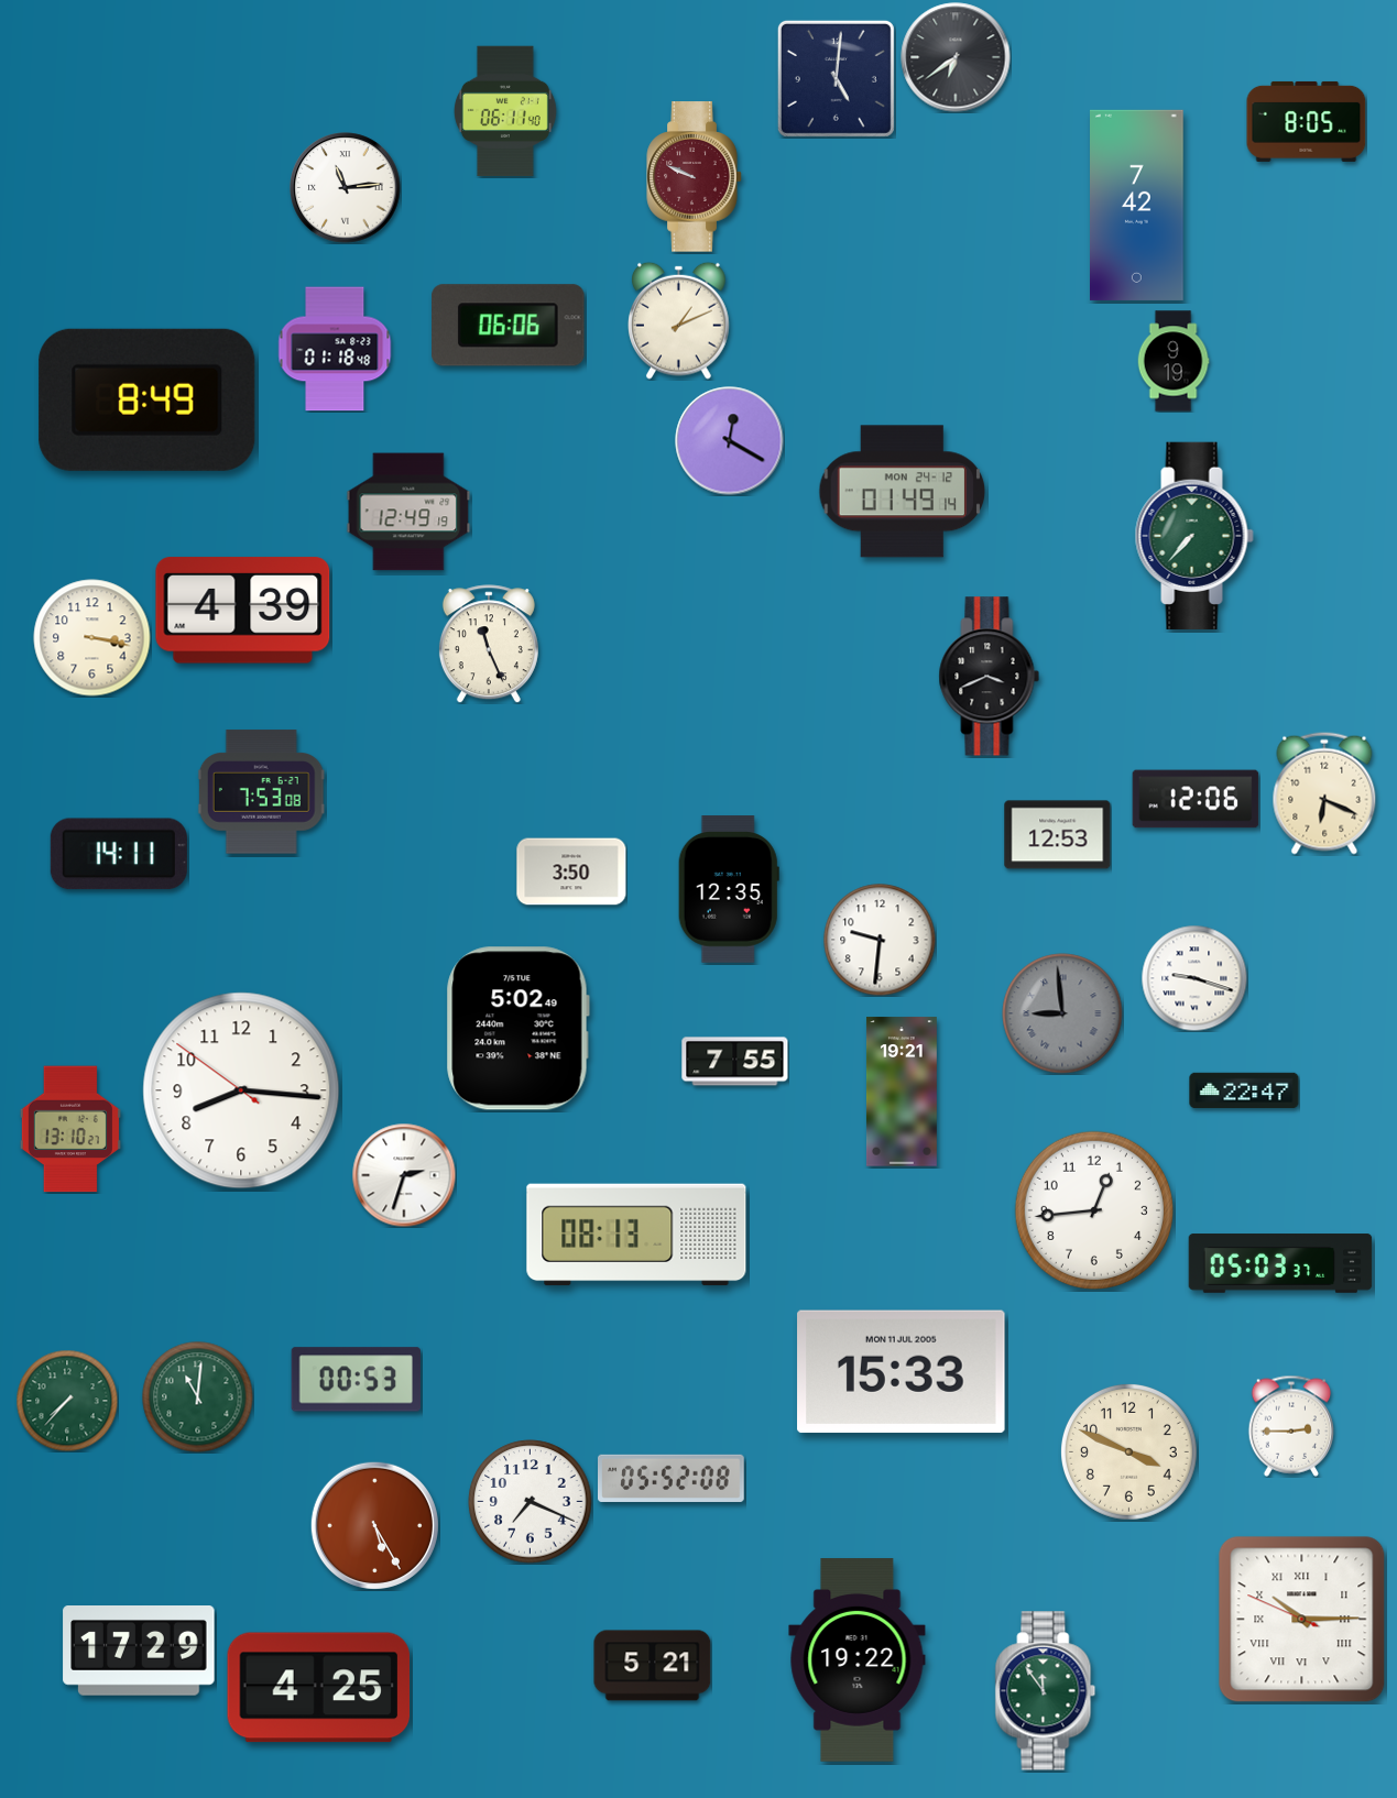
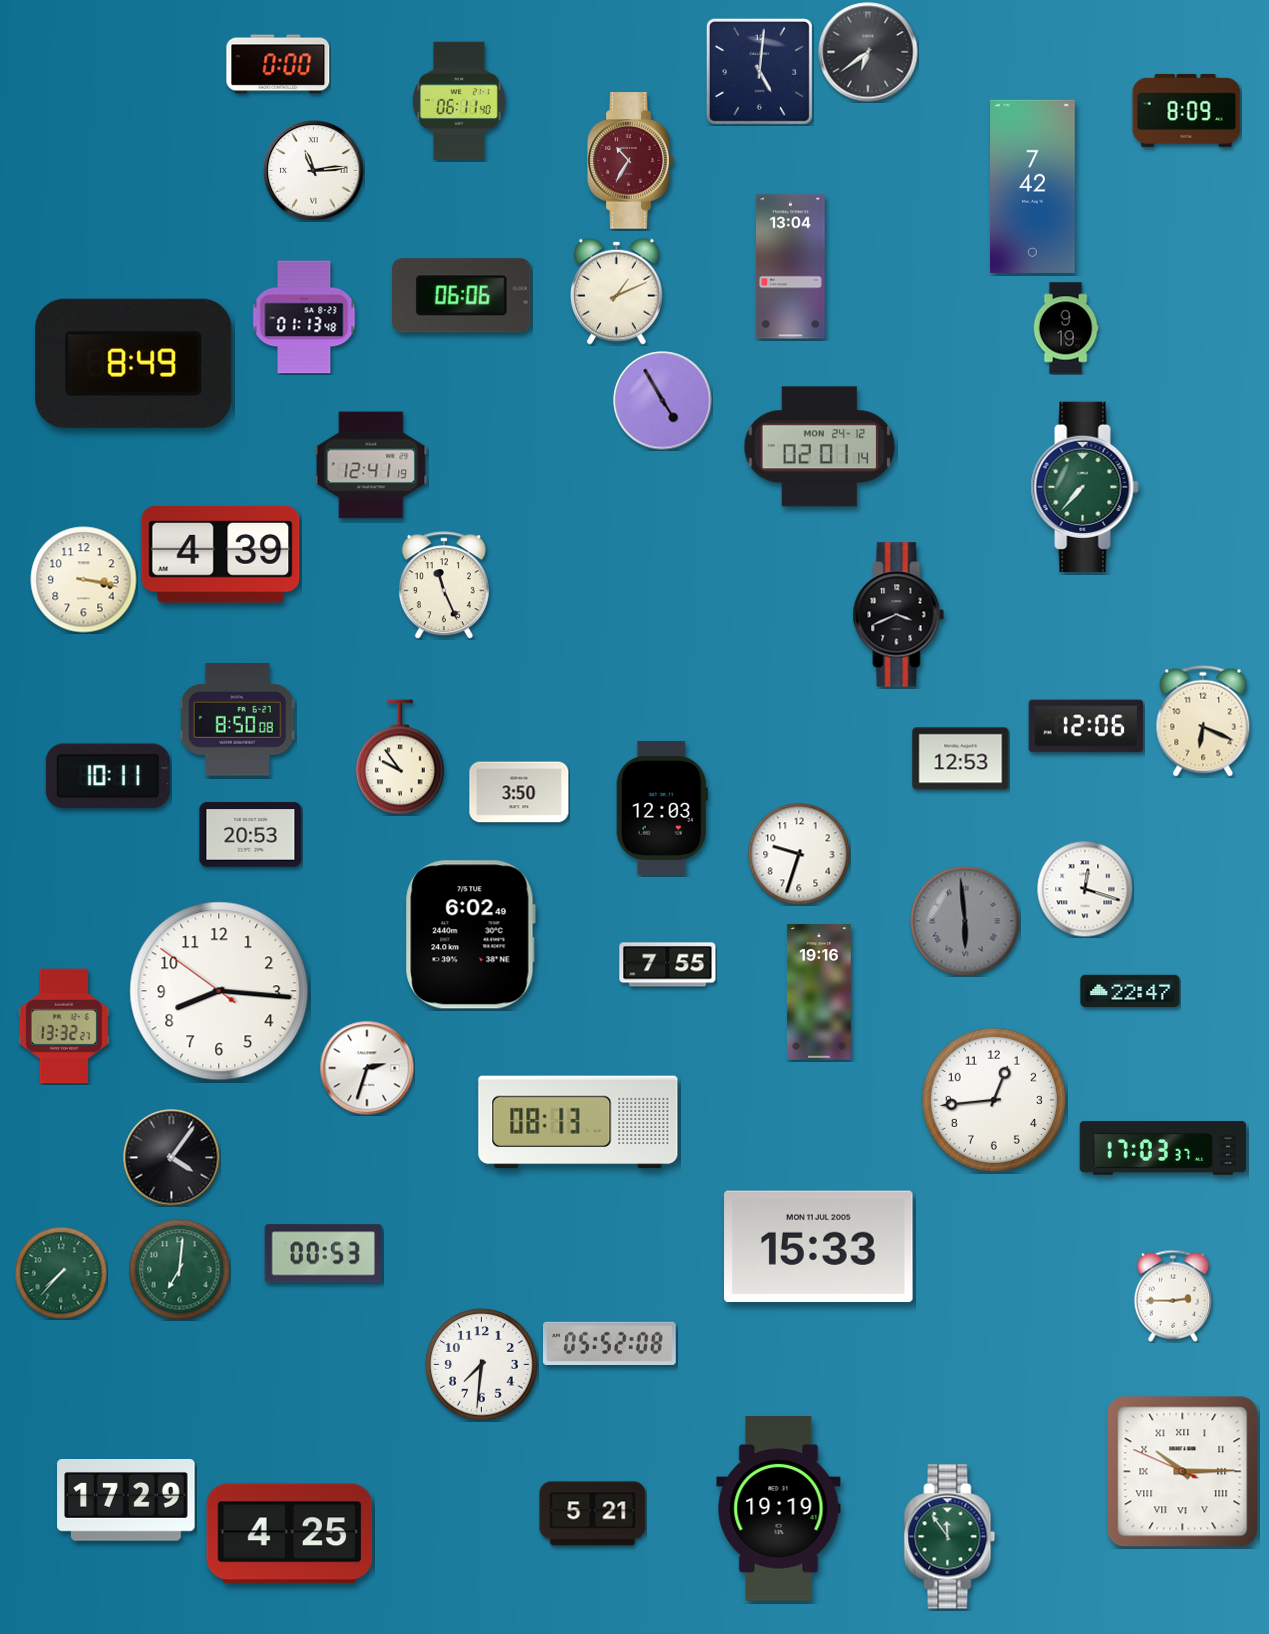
clock at (278, 64): none -> 0:00
clock at (1307, 121): 8:05 -> 8:09
clock at (695, 177): 9:49 -> 10:35
clock at (791, 267): none -> 13:04
clock at (335, 349): 01:18 -> 01:13
clock at (730, 441): 12:20 -> 4:55
clock at (903, 492): 01:49 -> 02:01
clock at (408, 512): 12:49 -> 12:41
clock at (261, 792): 7:53 -> 8:50
clock at (400, 757): none -> 9:54
clock at (119, 854): 14:11 -> 10:11
clock at (729, 889): 12:35 -> 12:03
clock at (251, 835): none -> 20:53
clock at (880, 940): 9:31 -> 9:33
clock at (1194, 978): 9:18 -> 12:18
clock at (1062, 1013): 8:59 -> 5:59
clock at (517, 1029): 5:02 -> 6:02
clock at (902, 1092): 19:21 -> 19:16
clock at (70, 1129): 13:10 -> 13:32
clock at (1280, 1263): 05:03 -> 17:03
clock at (172, 1158): none -> 4:06
clock at (198, 1397): 11:01 -> 7:01
clock at (1128, 1451): 3:49 -> none
clock at (531, 1502): 7:19 -> 7:31
clock at (374, 1525): 5:25 -> none
clock at (858, 1660): 19:22 -> 19:19
